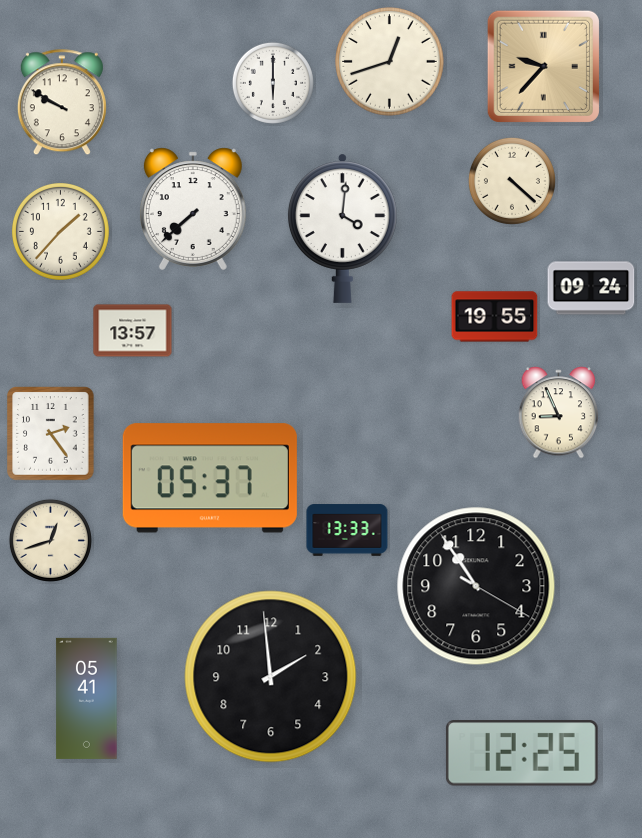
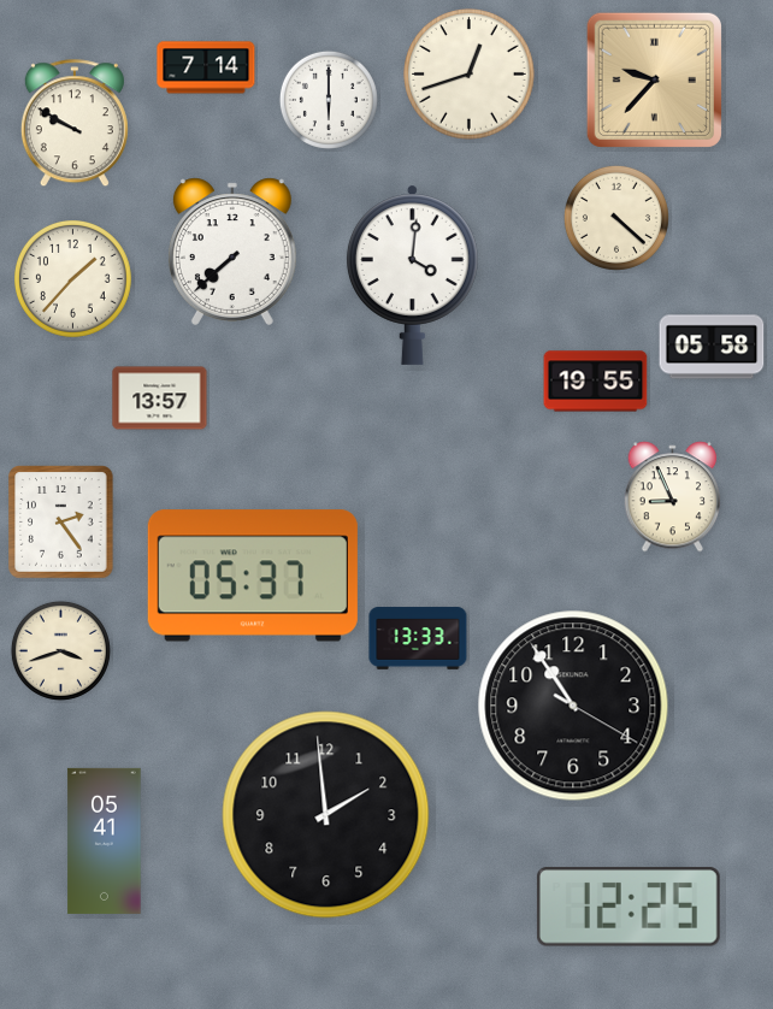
clock at (206, 67): none -> 7:14
clock at (591, 288): 09:24 -> 05:58
clock at (50, 540): 12:42 -> 3:42
